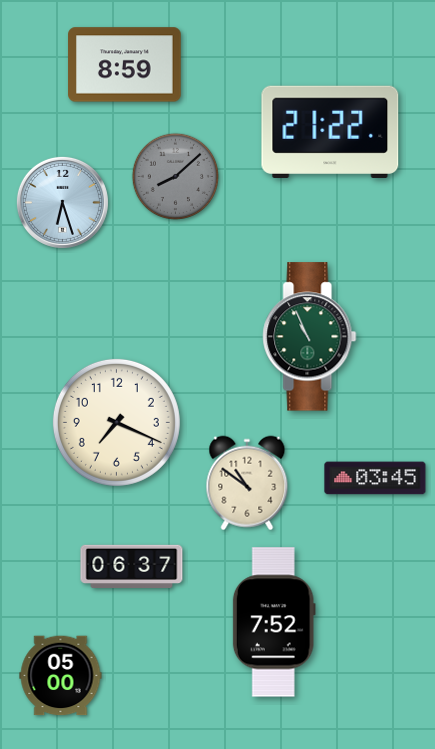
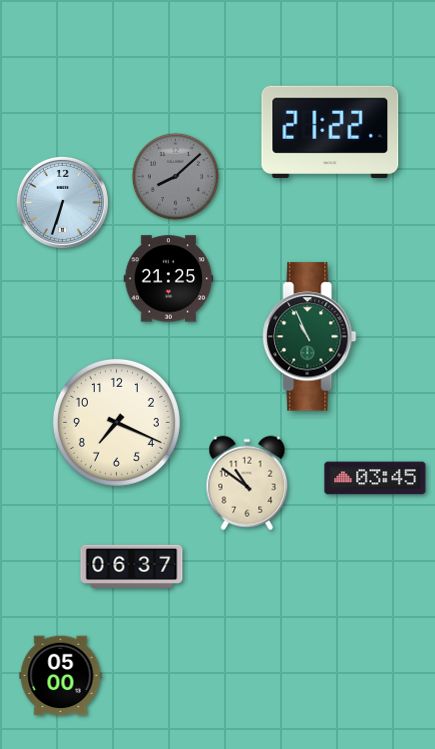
clock at (125, 65): 8:59 -> none
clock at (62, 202): 6:27 -> 6:33
clock at (169, 279): none -> 21:25
clock at (274, 622): 7:52 -> none
